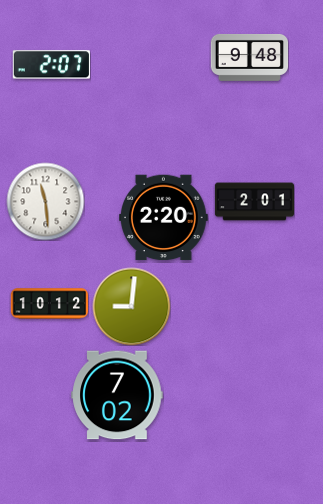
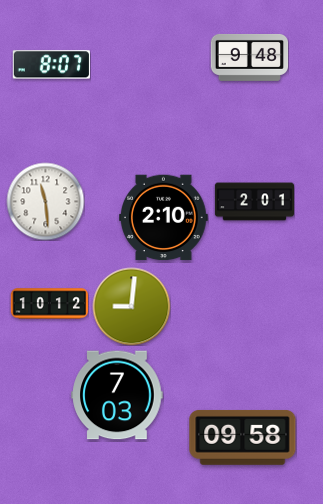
clock at (51, 65): 2:07 -> 8:07
clock at (164, 218): 2:20 -> 2:10
clock at (117, 395): 7:02 -> 7:03
clock at (243, 437): none -> 09:58
